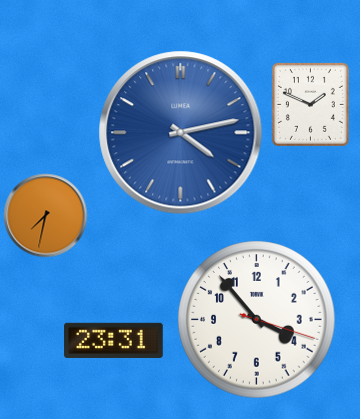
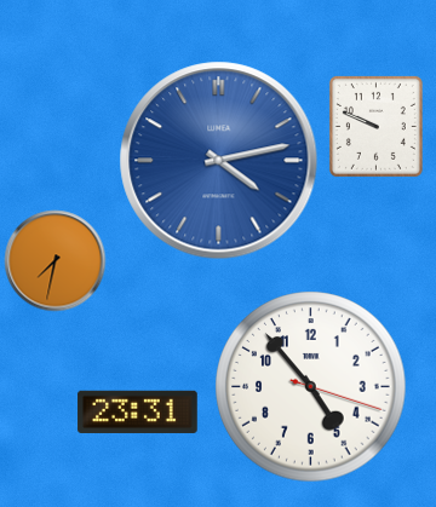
clock at (310, 104): 1:49 -> 9:49
clock at (257, 320): 3:53 -> 4:53
